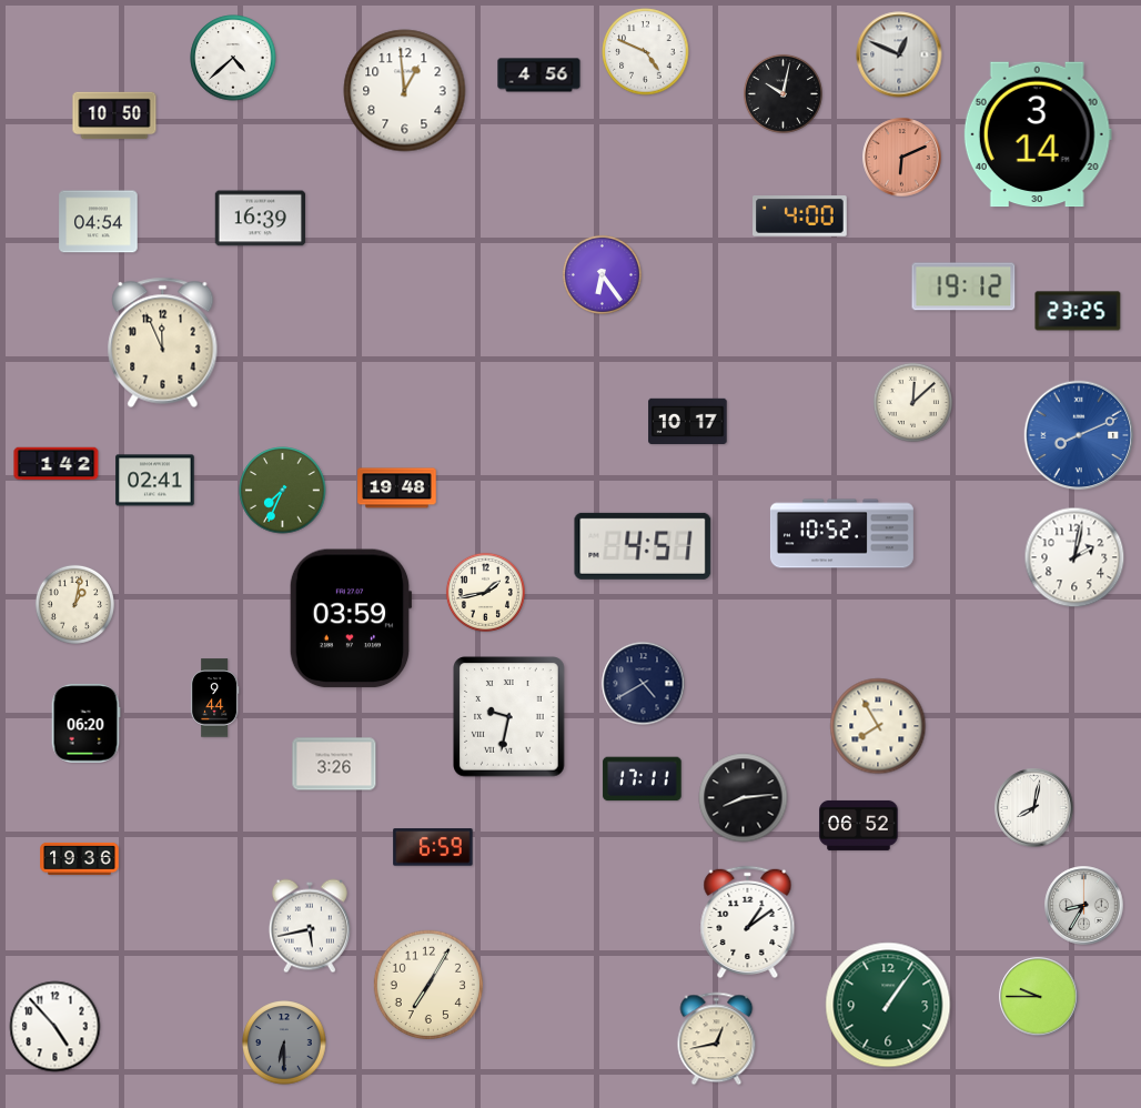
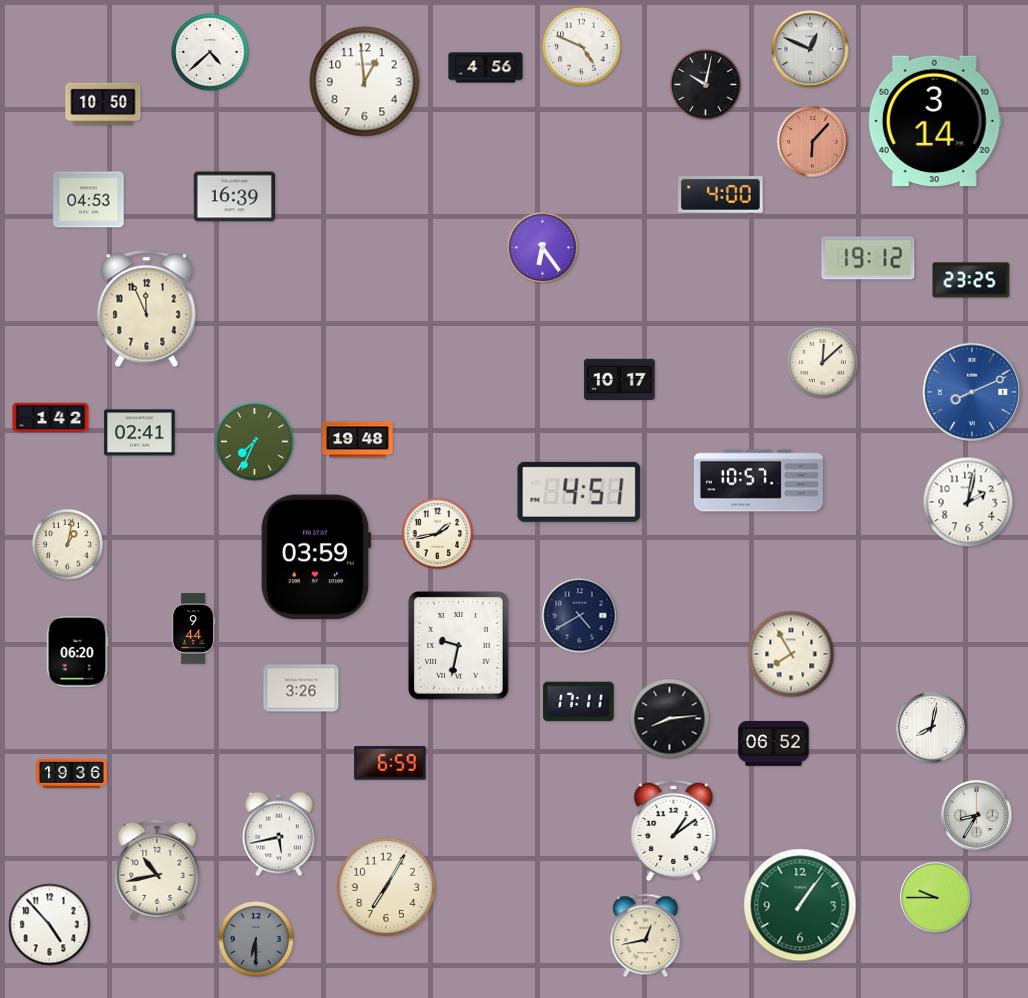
clock at (902, 158): 6:11 -> 6:07
clock at (99, 222): 04:54 -> 04:53
clock at (841, 534): 10:52 -> 10:57
clock at (157, 870): none -> 10:43
